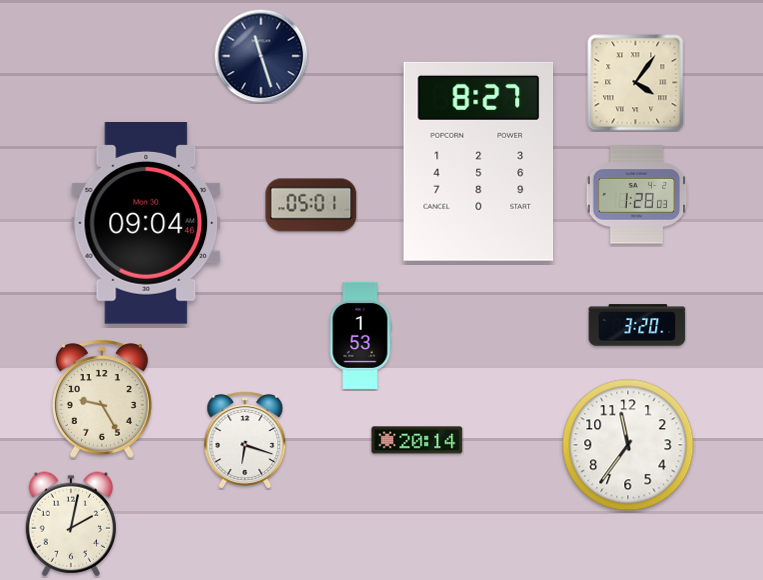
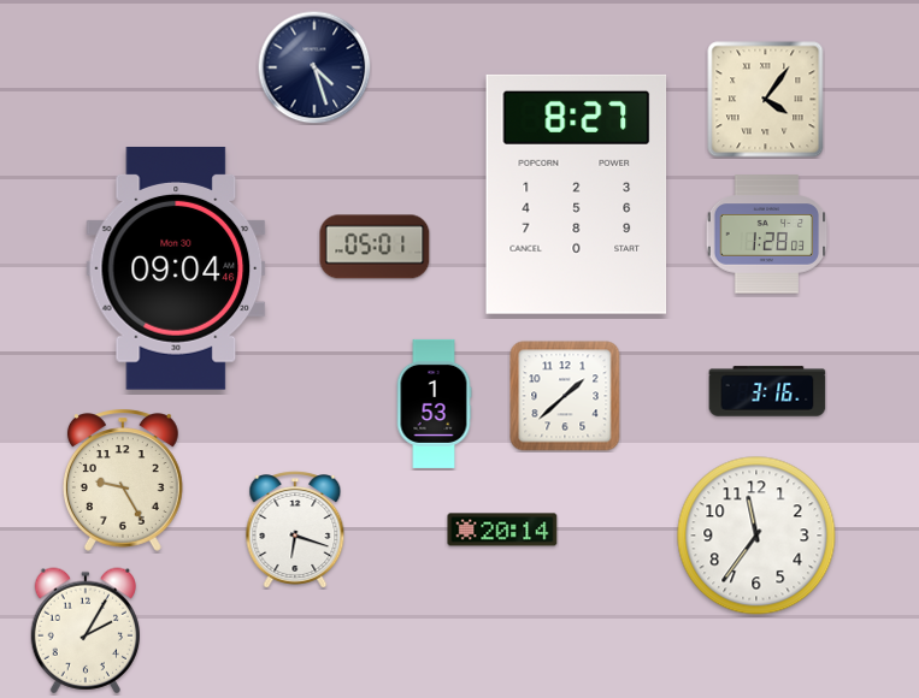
clock at (261, 56): 11:27 -> 4:27
clock at (637, 325): 3:20 -> 3:16
clock at (565, 396): none -> 1:38
clock at (70, 524): 2:02 -> 2:05
